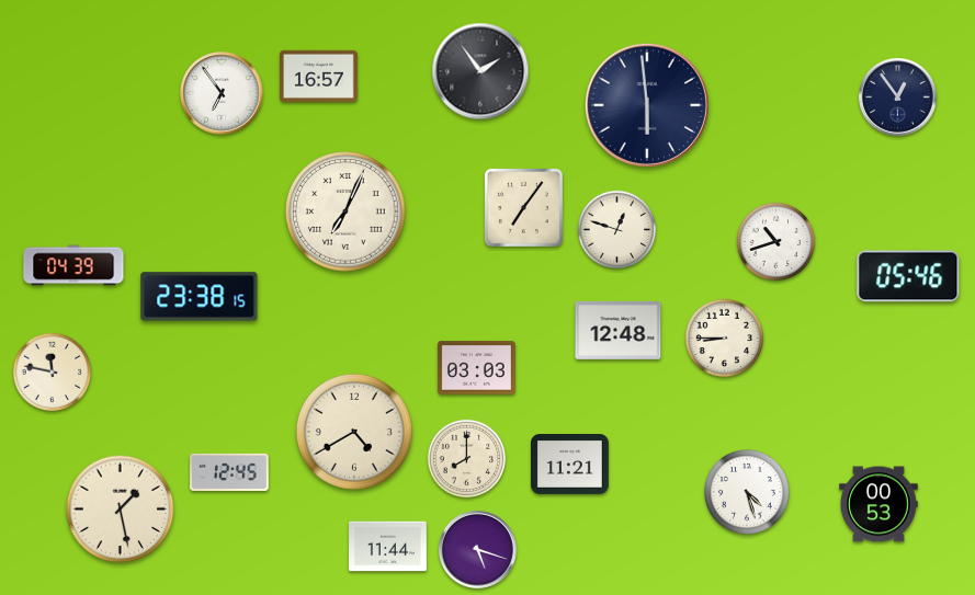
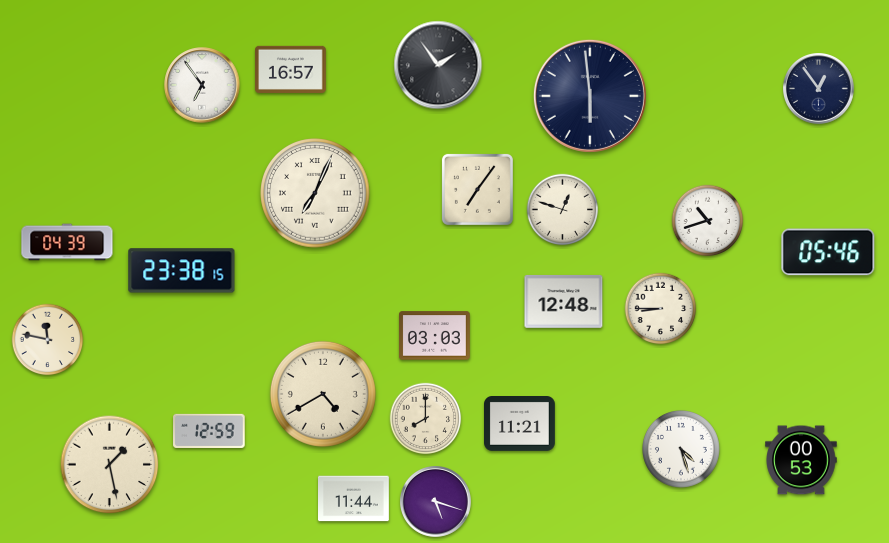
clock at (229, 472): 12:45 -> 12:59
